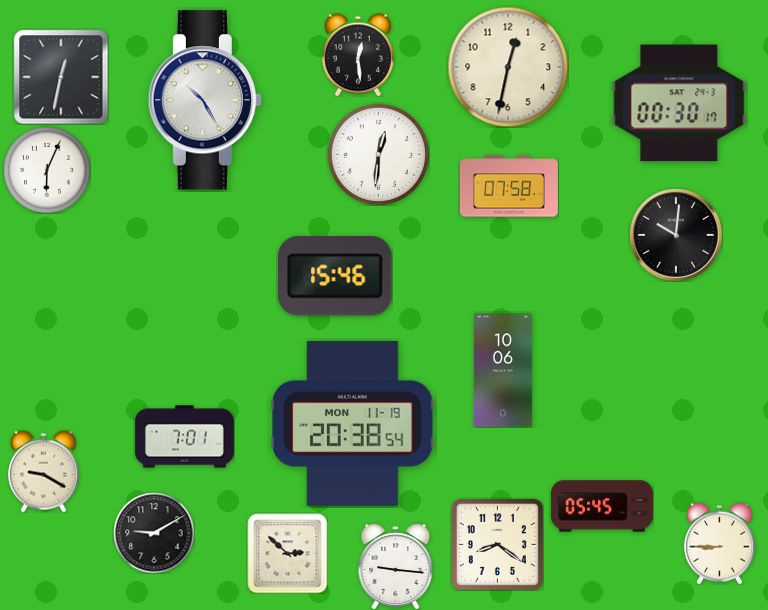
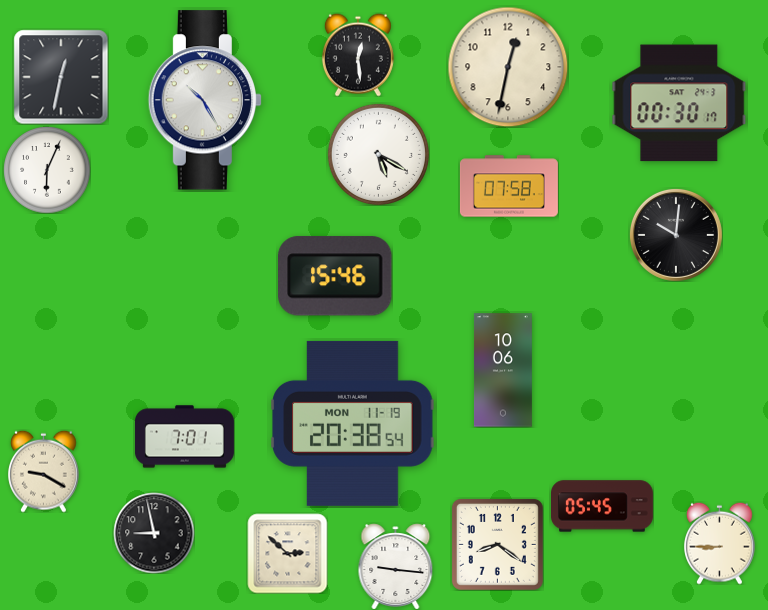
clock at (378, 154): 12:31 -> 5:20
clock at (154, 533): 9:10 -> 8:58
